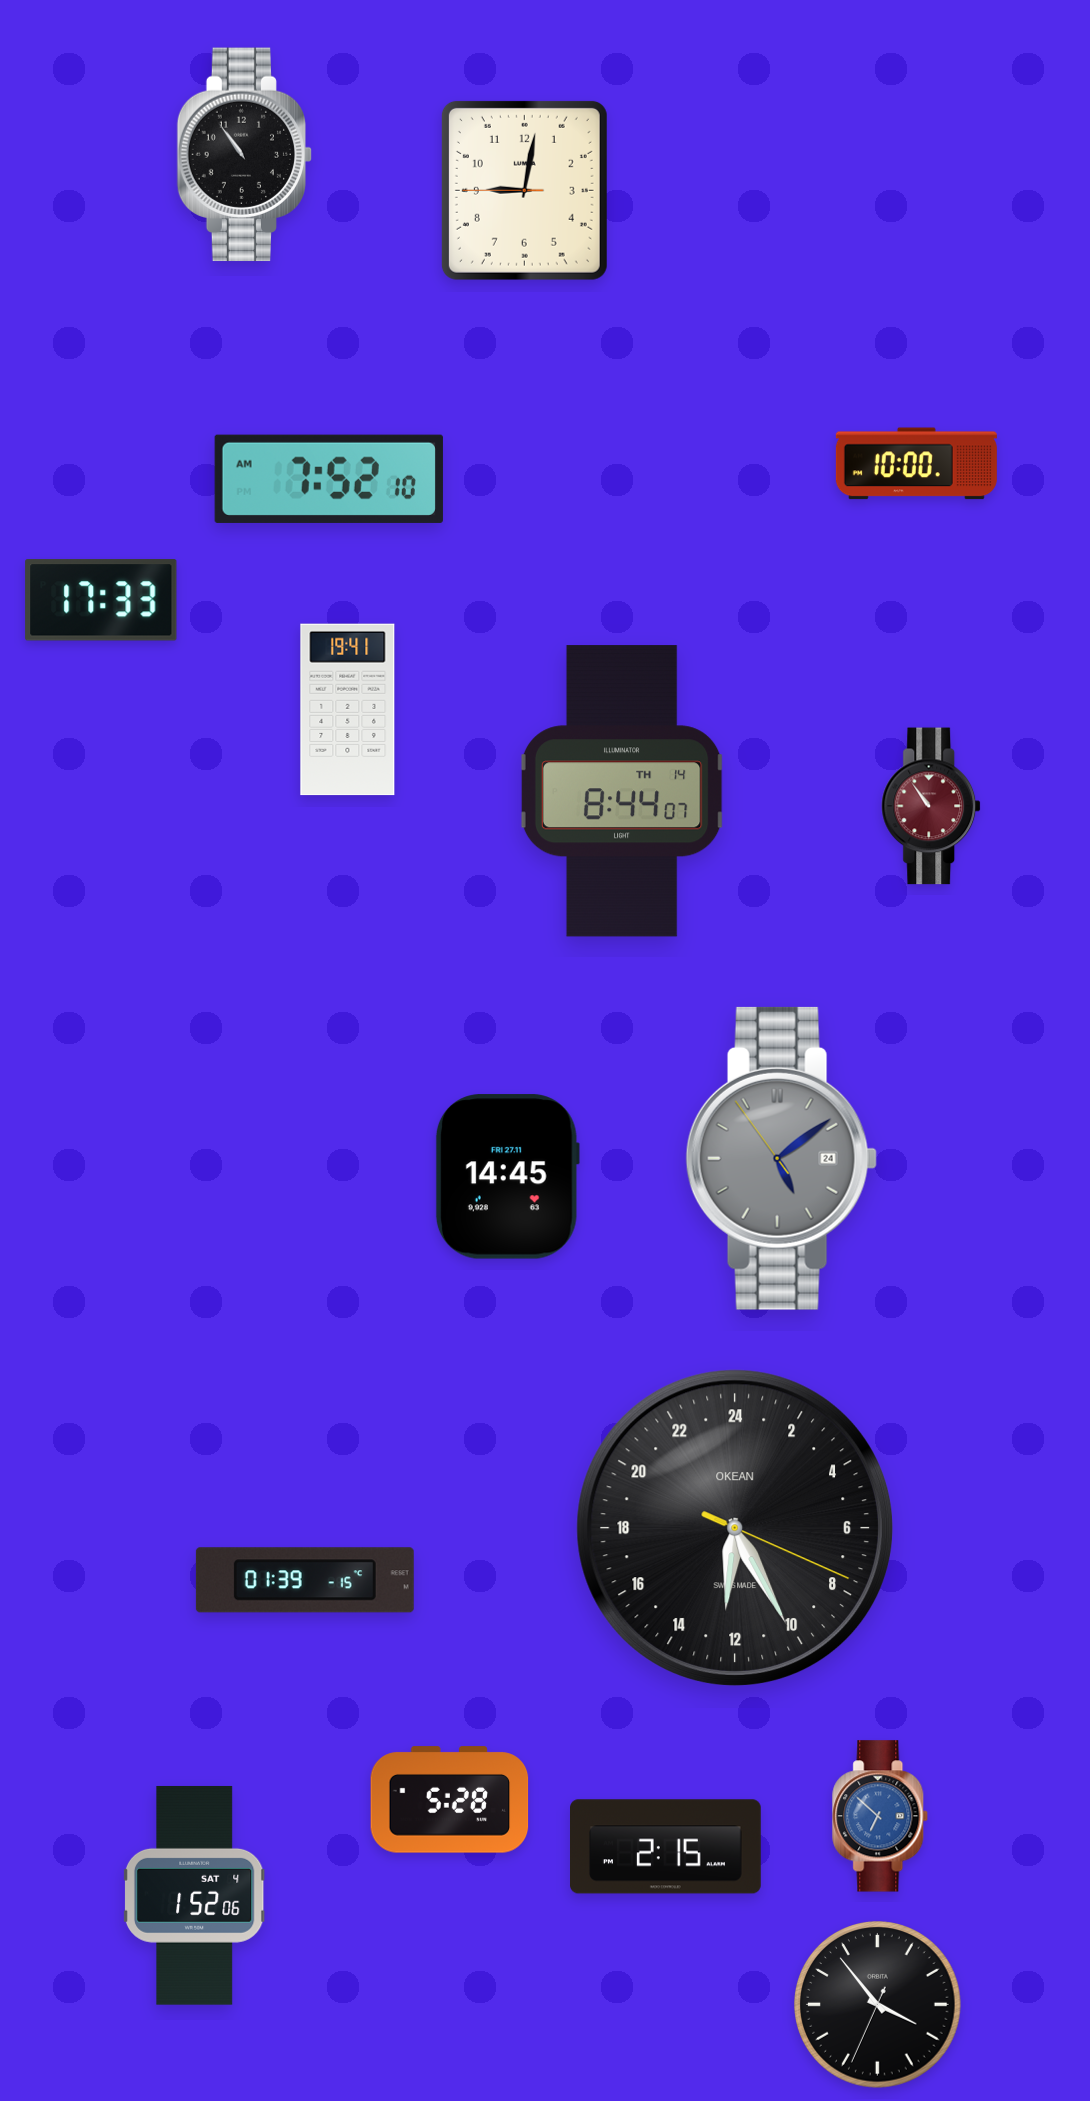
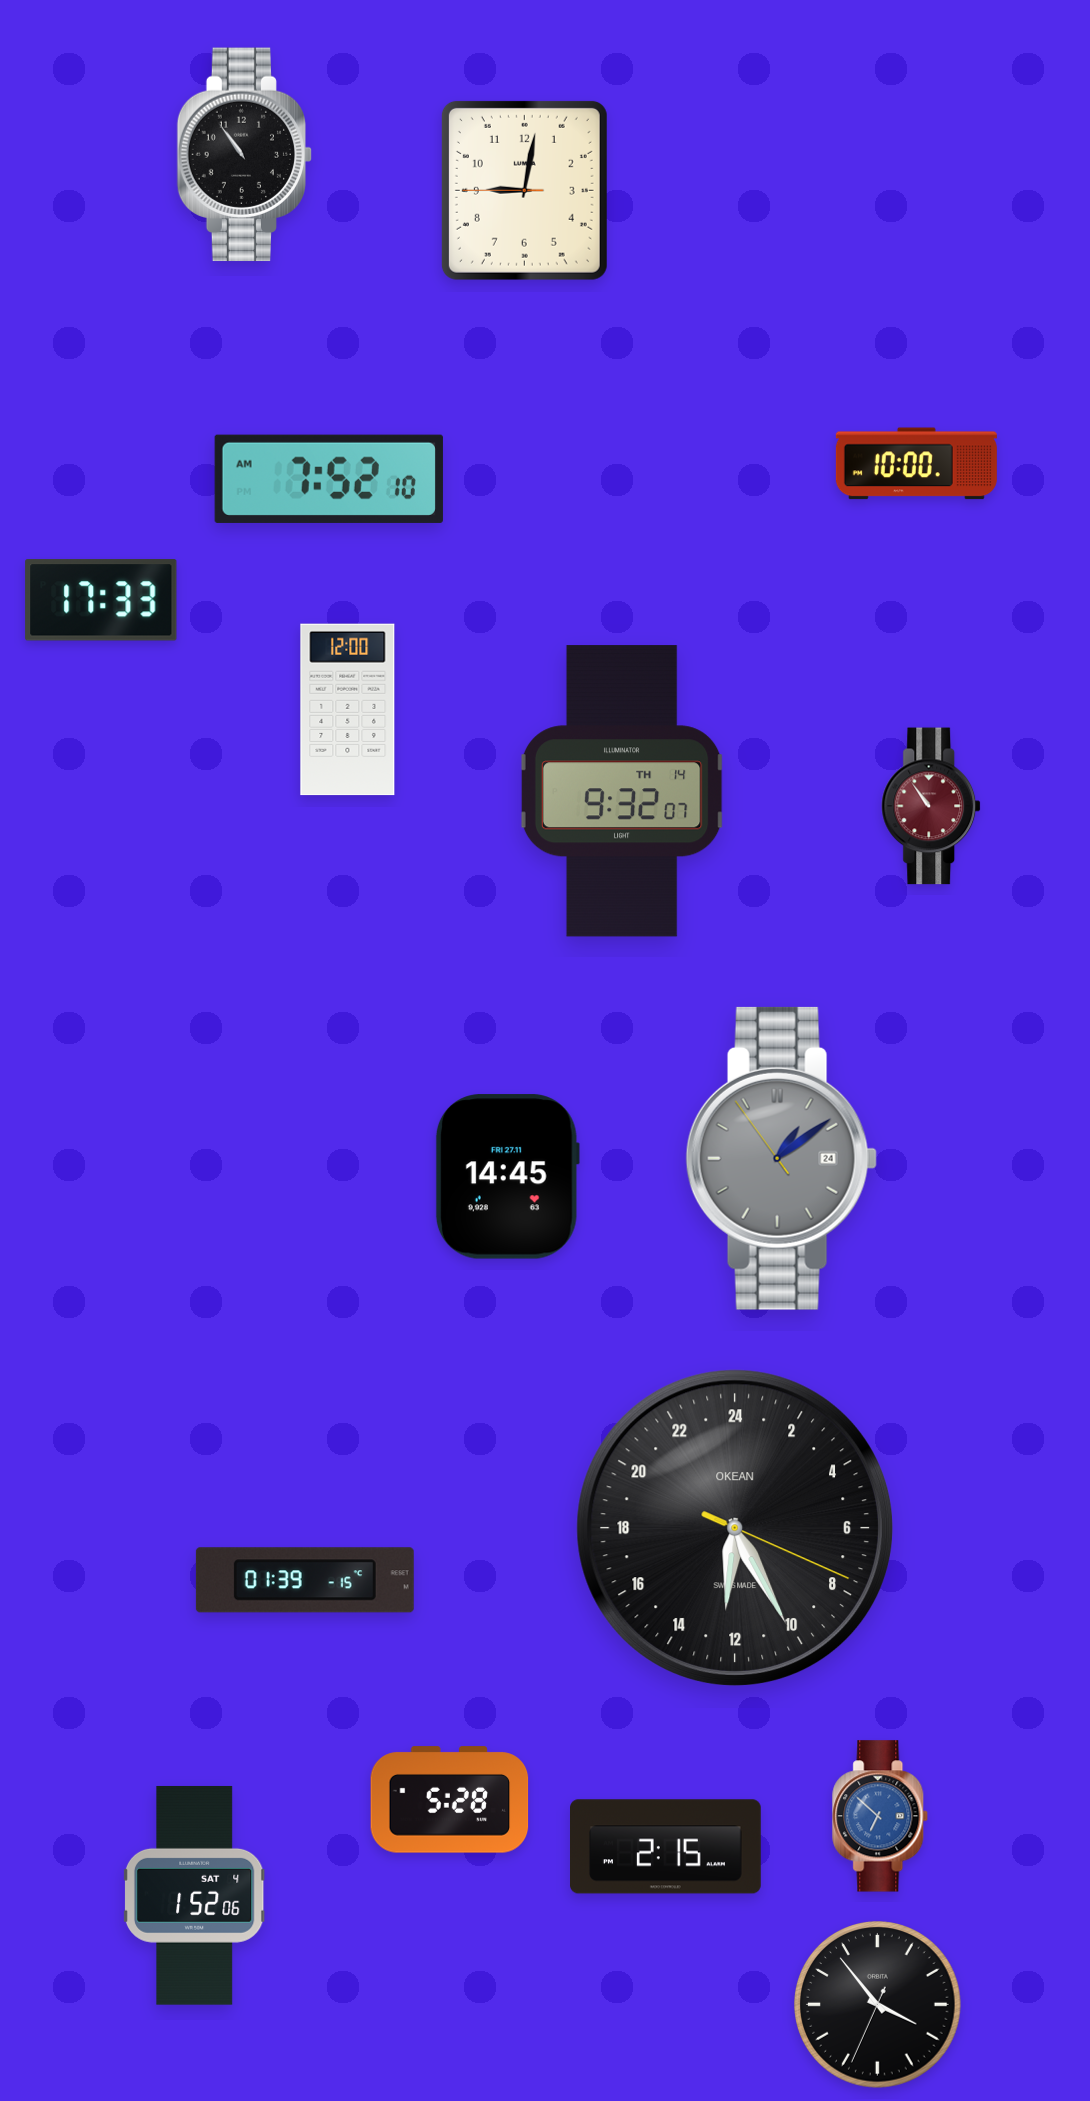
clock at (348, 710): 19:41 -> 12:00
clock at (622, 791): 8:44 -> 9:32
clock at (781, 1158): 5:08 -> 1:08
